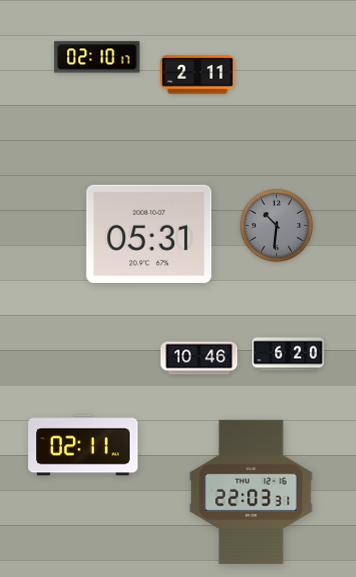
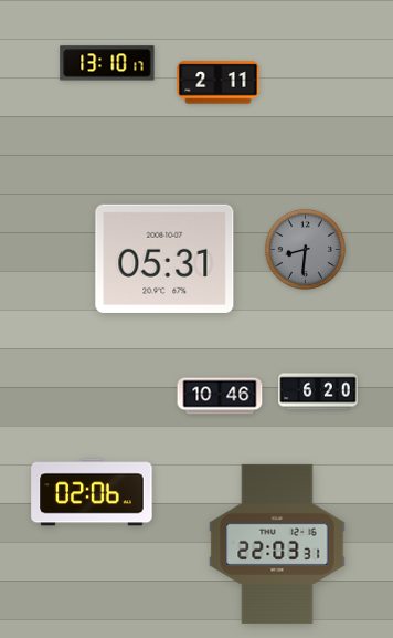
clock at (97, 57): 02:10 -> 13:10
clock at (276, 225): 10:31 -> 8:31
clock at (83, 445): 02:11 -> 02:06
